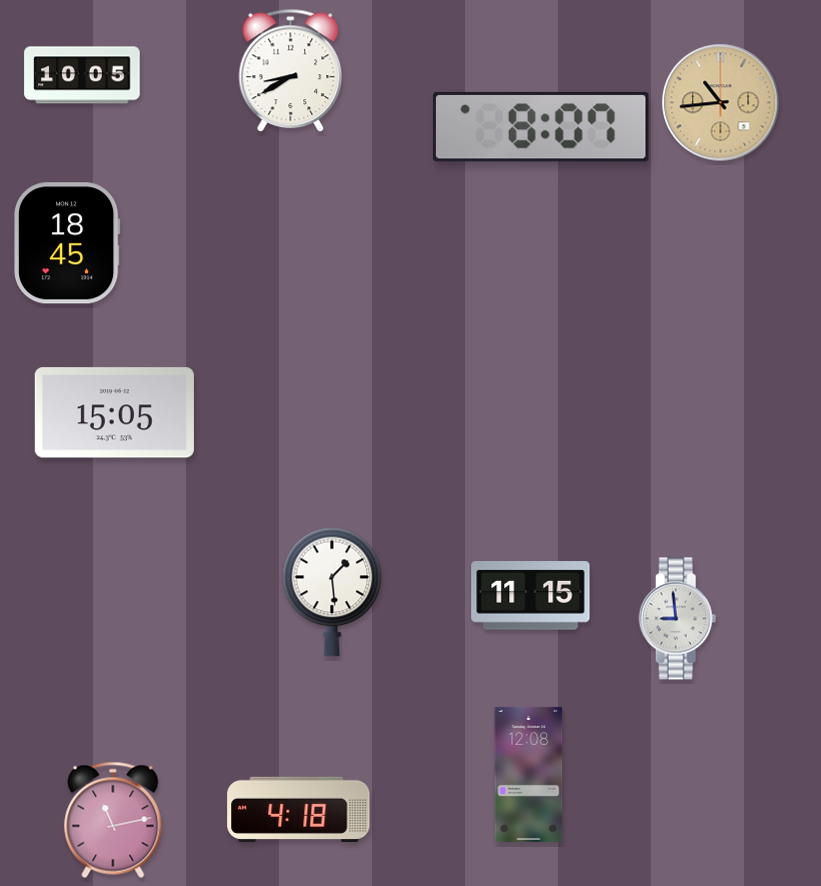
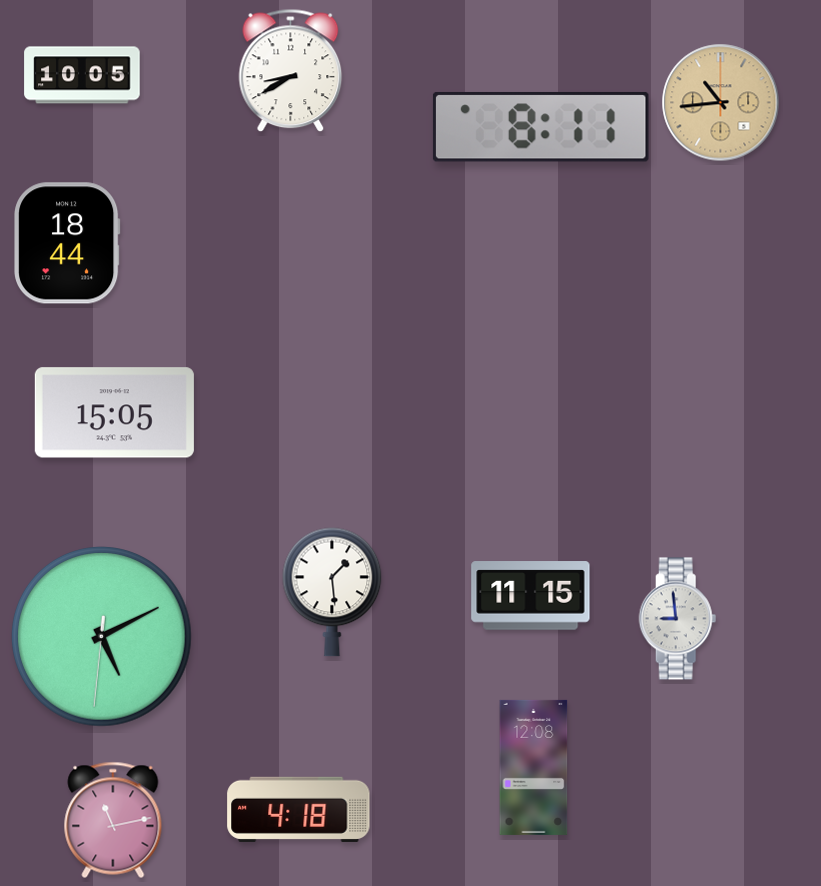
clock at (541, 127): 8:07 -> 8:11
clock at (68, 243): 18:45 -> 18:44
clock at (102, 637): none -> 5:10
clock at (529, 774) position: (529, 774) -> (534, 767)
